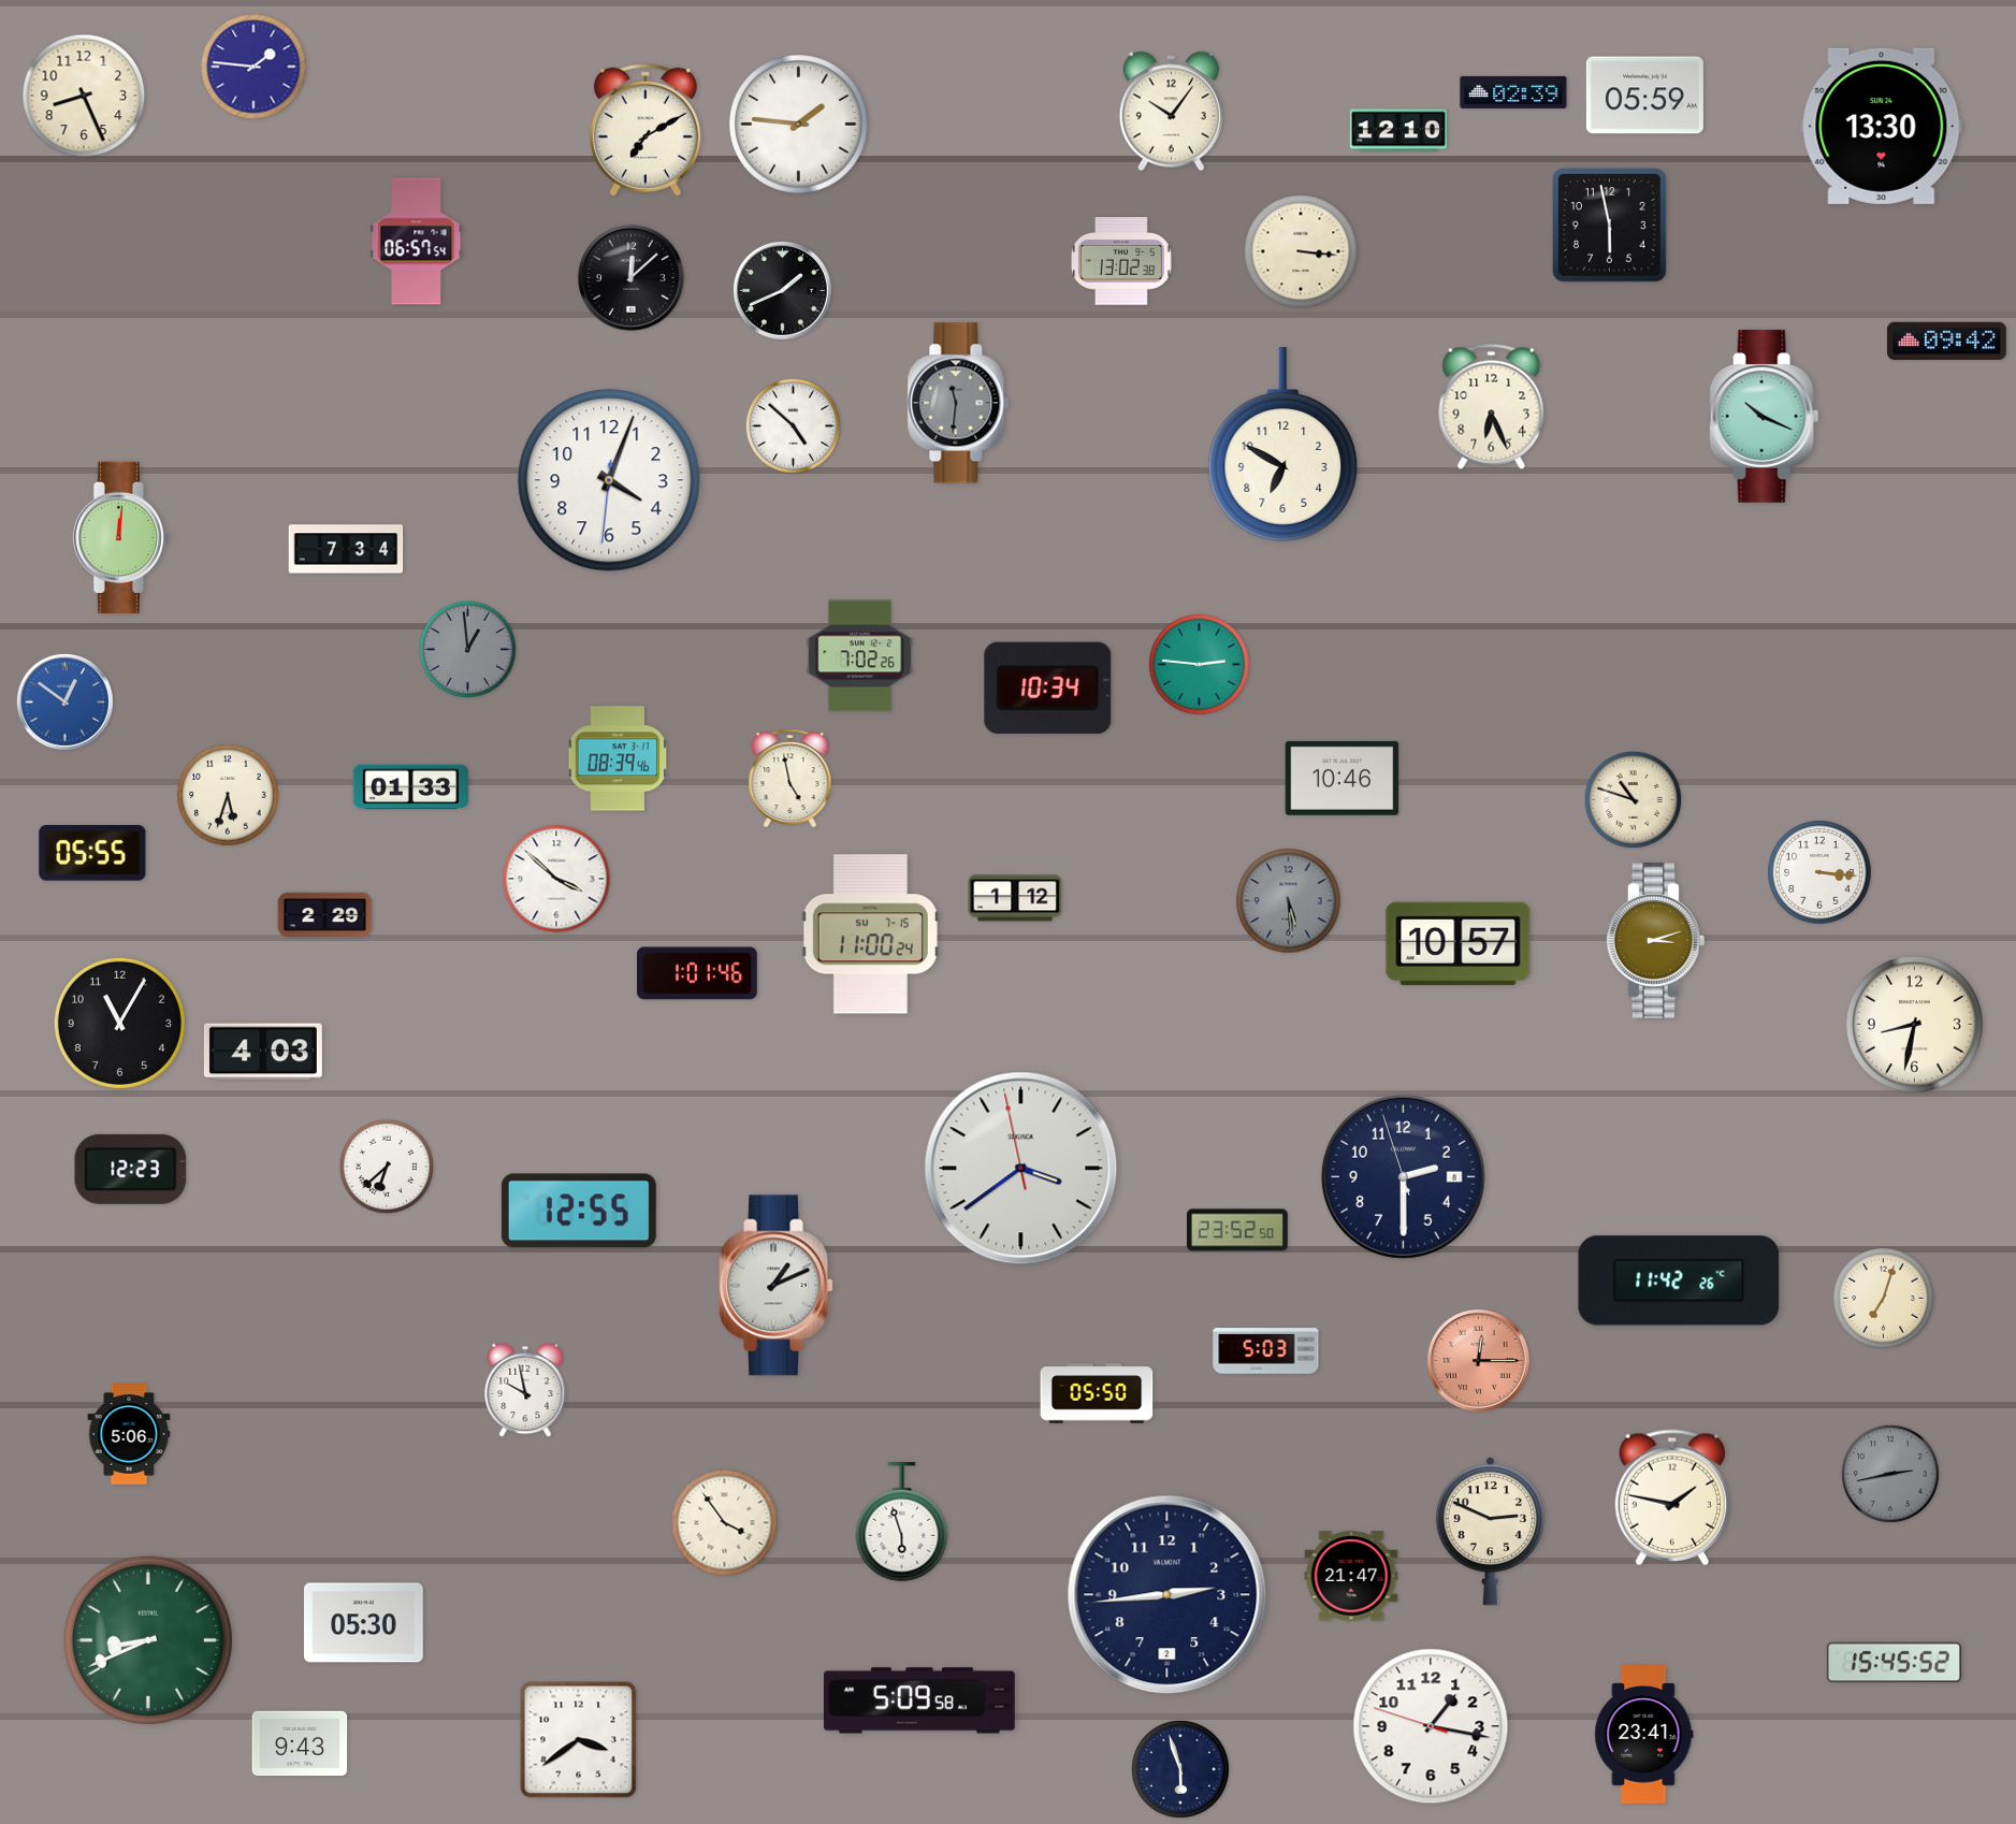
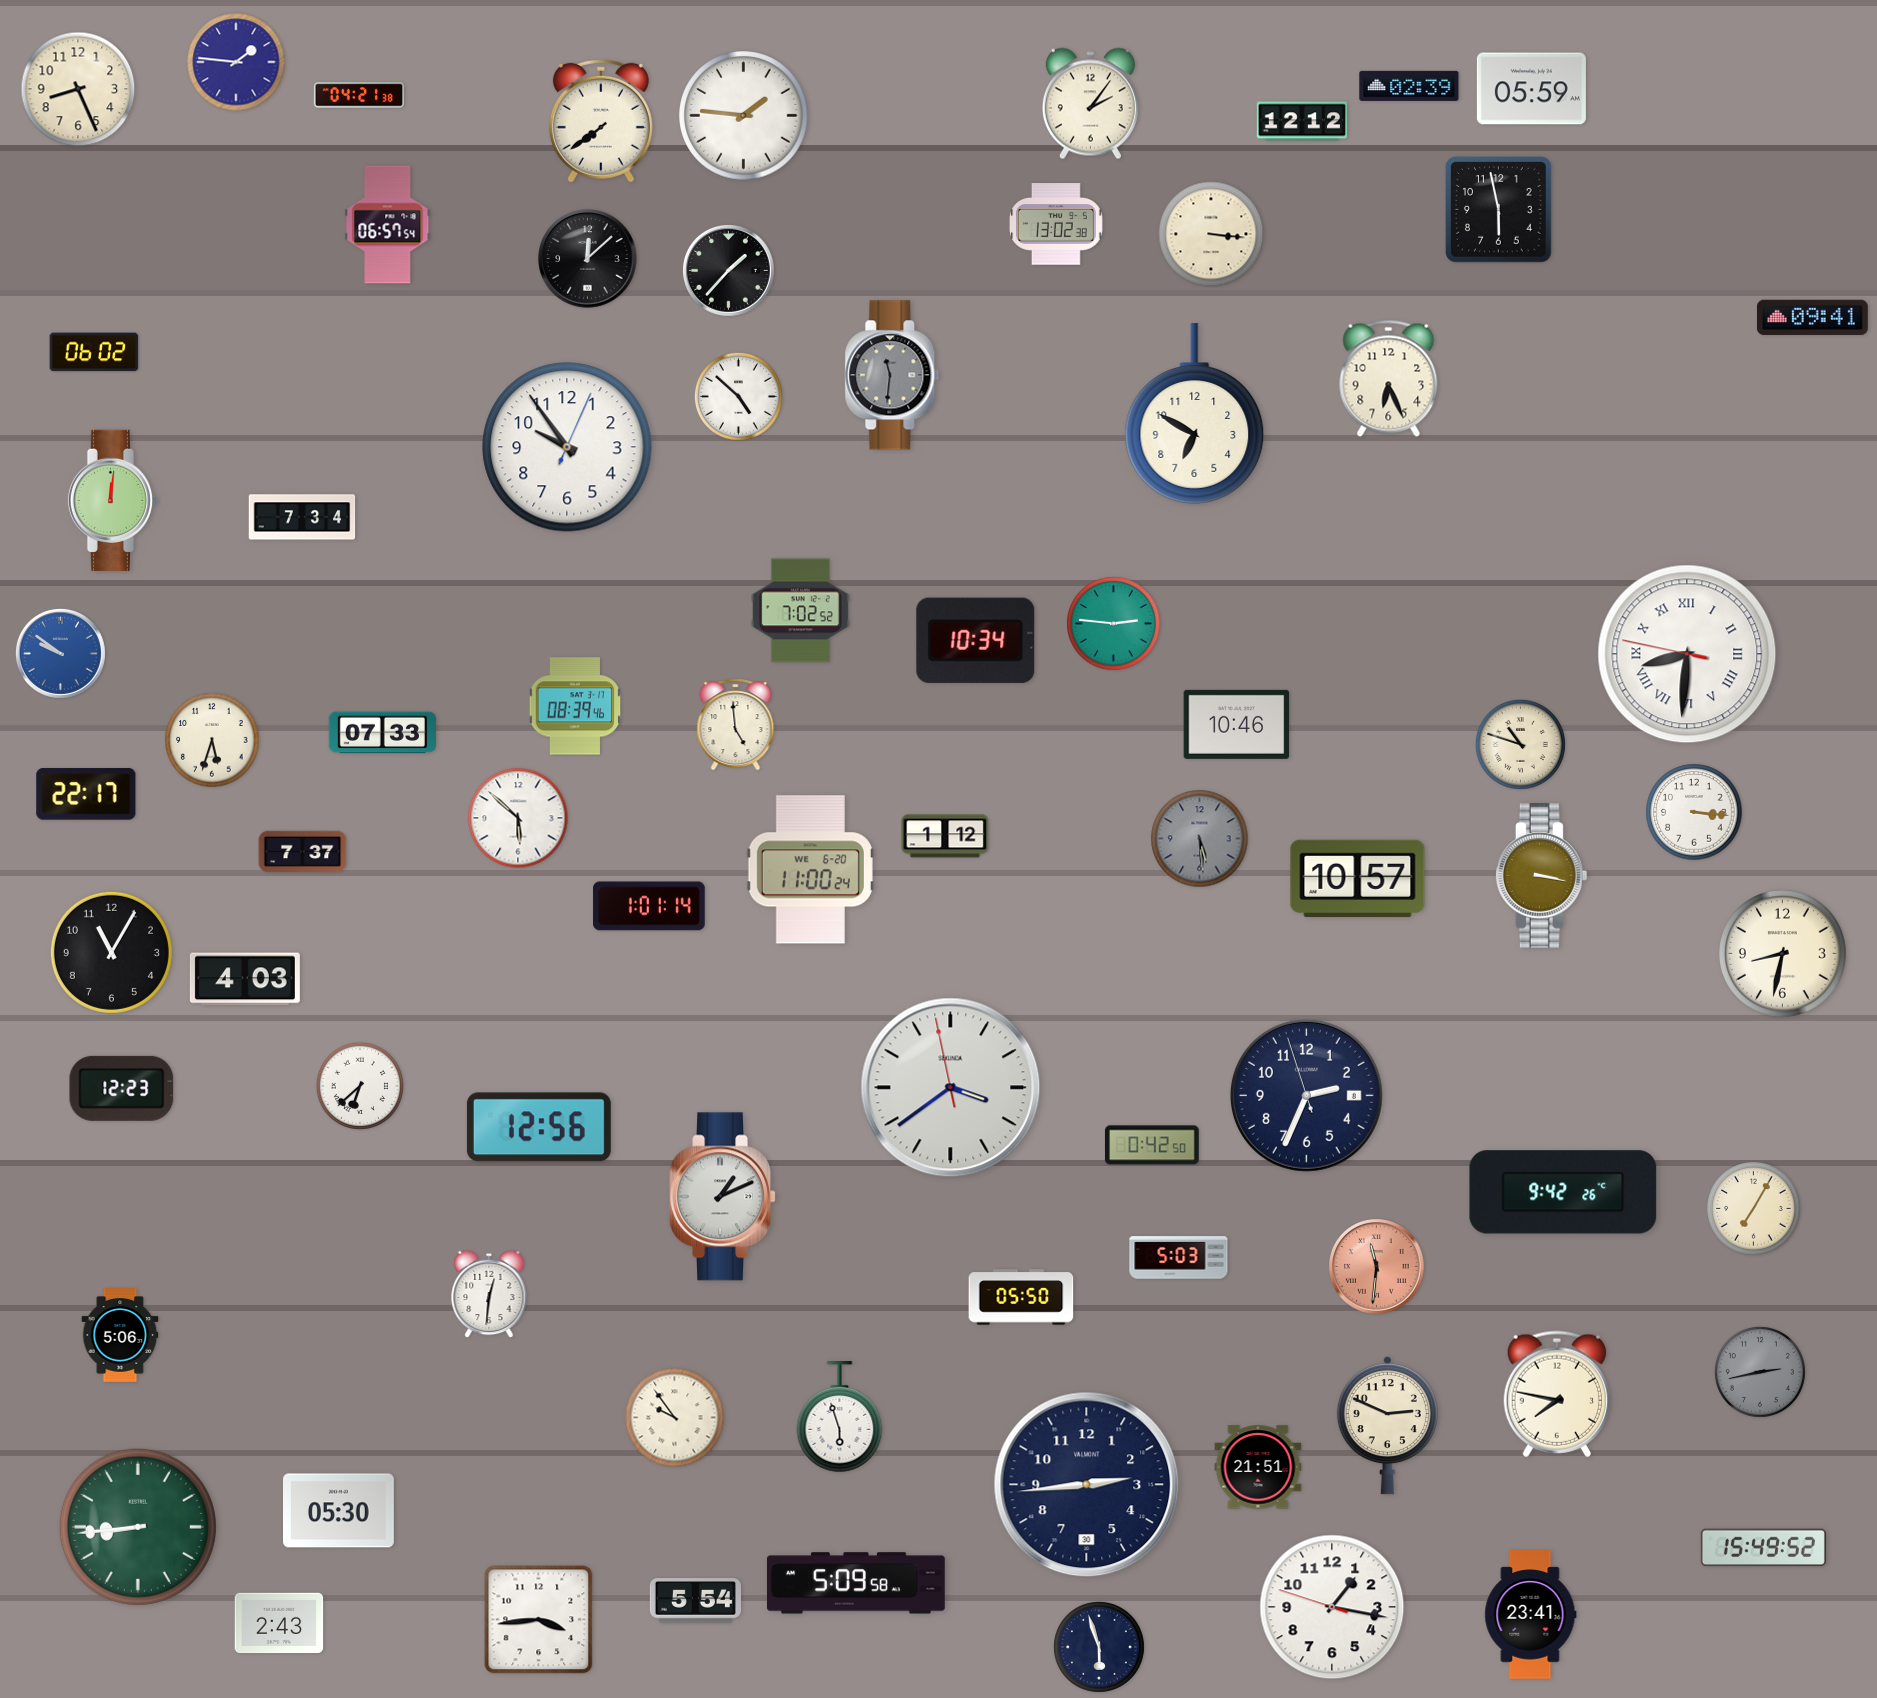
clock at (359, 95): none -> 04:21
clock at (1171, 112): 10:06 -> 2:06
clock at (1882, 126): 13:30 -> none
clock at (646, 130): 7:10 -> 7:39
clock at (1398, 130): 12:10 -> 12:12
clock at (1122, 261) position: (1122, 261) -> (1057, 224)
clock at (782, 290): 1:41 -> 1:37
clock at (1946, 341): 09:42 -> 09:41
clock at (94, 352): none -> 06:02
clock at (1765, 416): 10:19 -> none
clock at (609, 480): 4:03 -> 9:54
clock at (346, 549) position: (346, 549) -> (302, 517)
clock at (467, 649): 12:59 -> none
clock at (859, 656): 7:02:26 -> 7:02:52
clock at (1200, 665) position: (1200, 665) -> (1114, 624)
clock at (64, 701): 12:51 -> 9:51
clock at (1687, 654): none -> 8:30
clock at (1343, 778) position: (1343, 778) -> (1237, 724)
clock at (791, 779): 4:58 -> 4:59
clock at (410, 787): 01:33 -> 07:33
clock at (92, 853): 05:55 -> 22:17
clock at (556, 879): 3:52 -> 5:52
clock at (325, 915): 2:29 -> 7:37
clock at (870, 935) date: SU 7-15 -> WE 6-20
clock at (1655, 941): 3:12 -> 3:17
clock at (697, 973): 1:01:46 -> 1:01:14
clock at (1403, 1176): 2:29 -> 2:33
clock at (579, 1211): 12:55 -> 12:56
clock at (1237, 1230): 23:52 -> 0:42
clock at (1679, 1280): 11:42 -> 9:42
clock at (1884, 1299): 7:03 -> 7:05
clock at (1479, 1361): 12:15 -> 11:31
clock at (525, 1390): 9:58 -> 12:31
clock at (1671, 1497): 1:47 -> 7:47
clock at (725, 1523): 3:54 -> 9:54
clock at (1351, 1576): 21:47 -> 21:51
clock at (1167, 1595) date: 2 -> 30
clock at (148, 1640): 8:41 -> 8:44
clock at (1894, 1663): 15:45 -> 15:49
clock at (695, 1601): none -> 5:54
clock at (579, 1740): 3:39 -> 3:44
clock at (300, 1743): 9:43 -> 2:43
